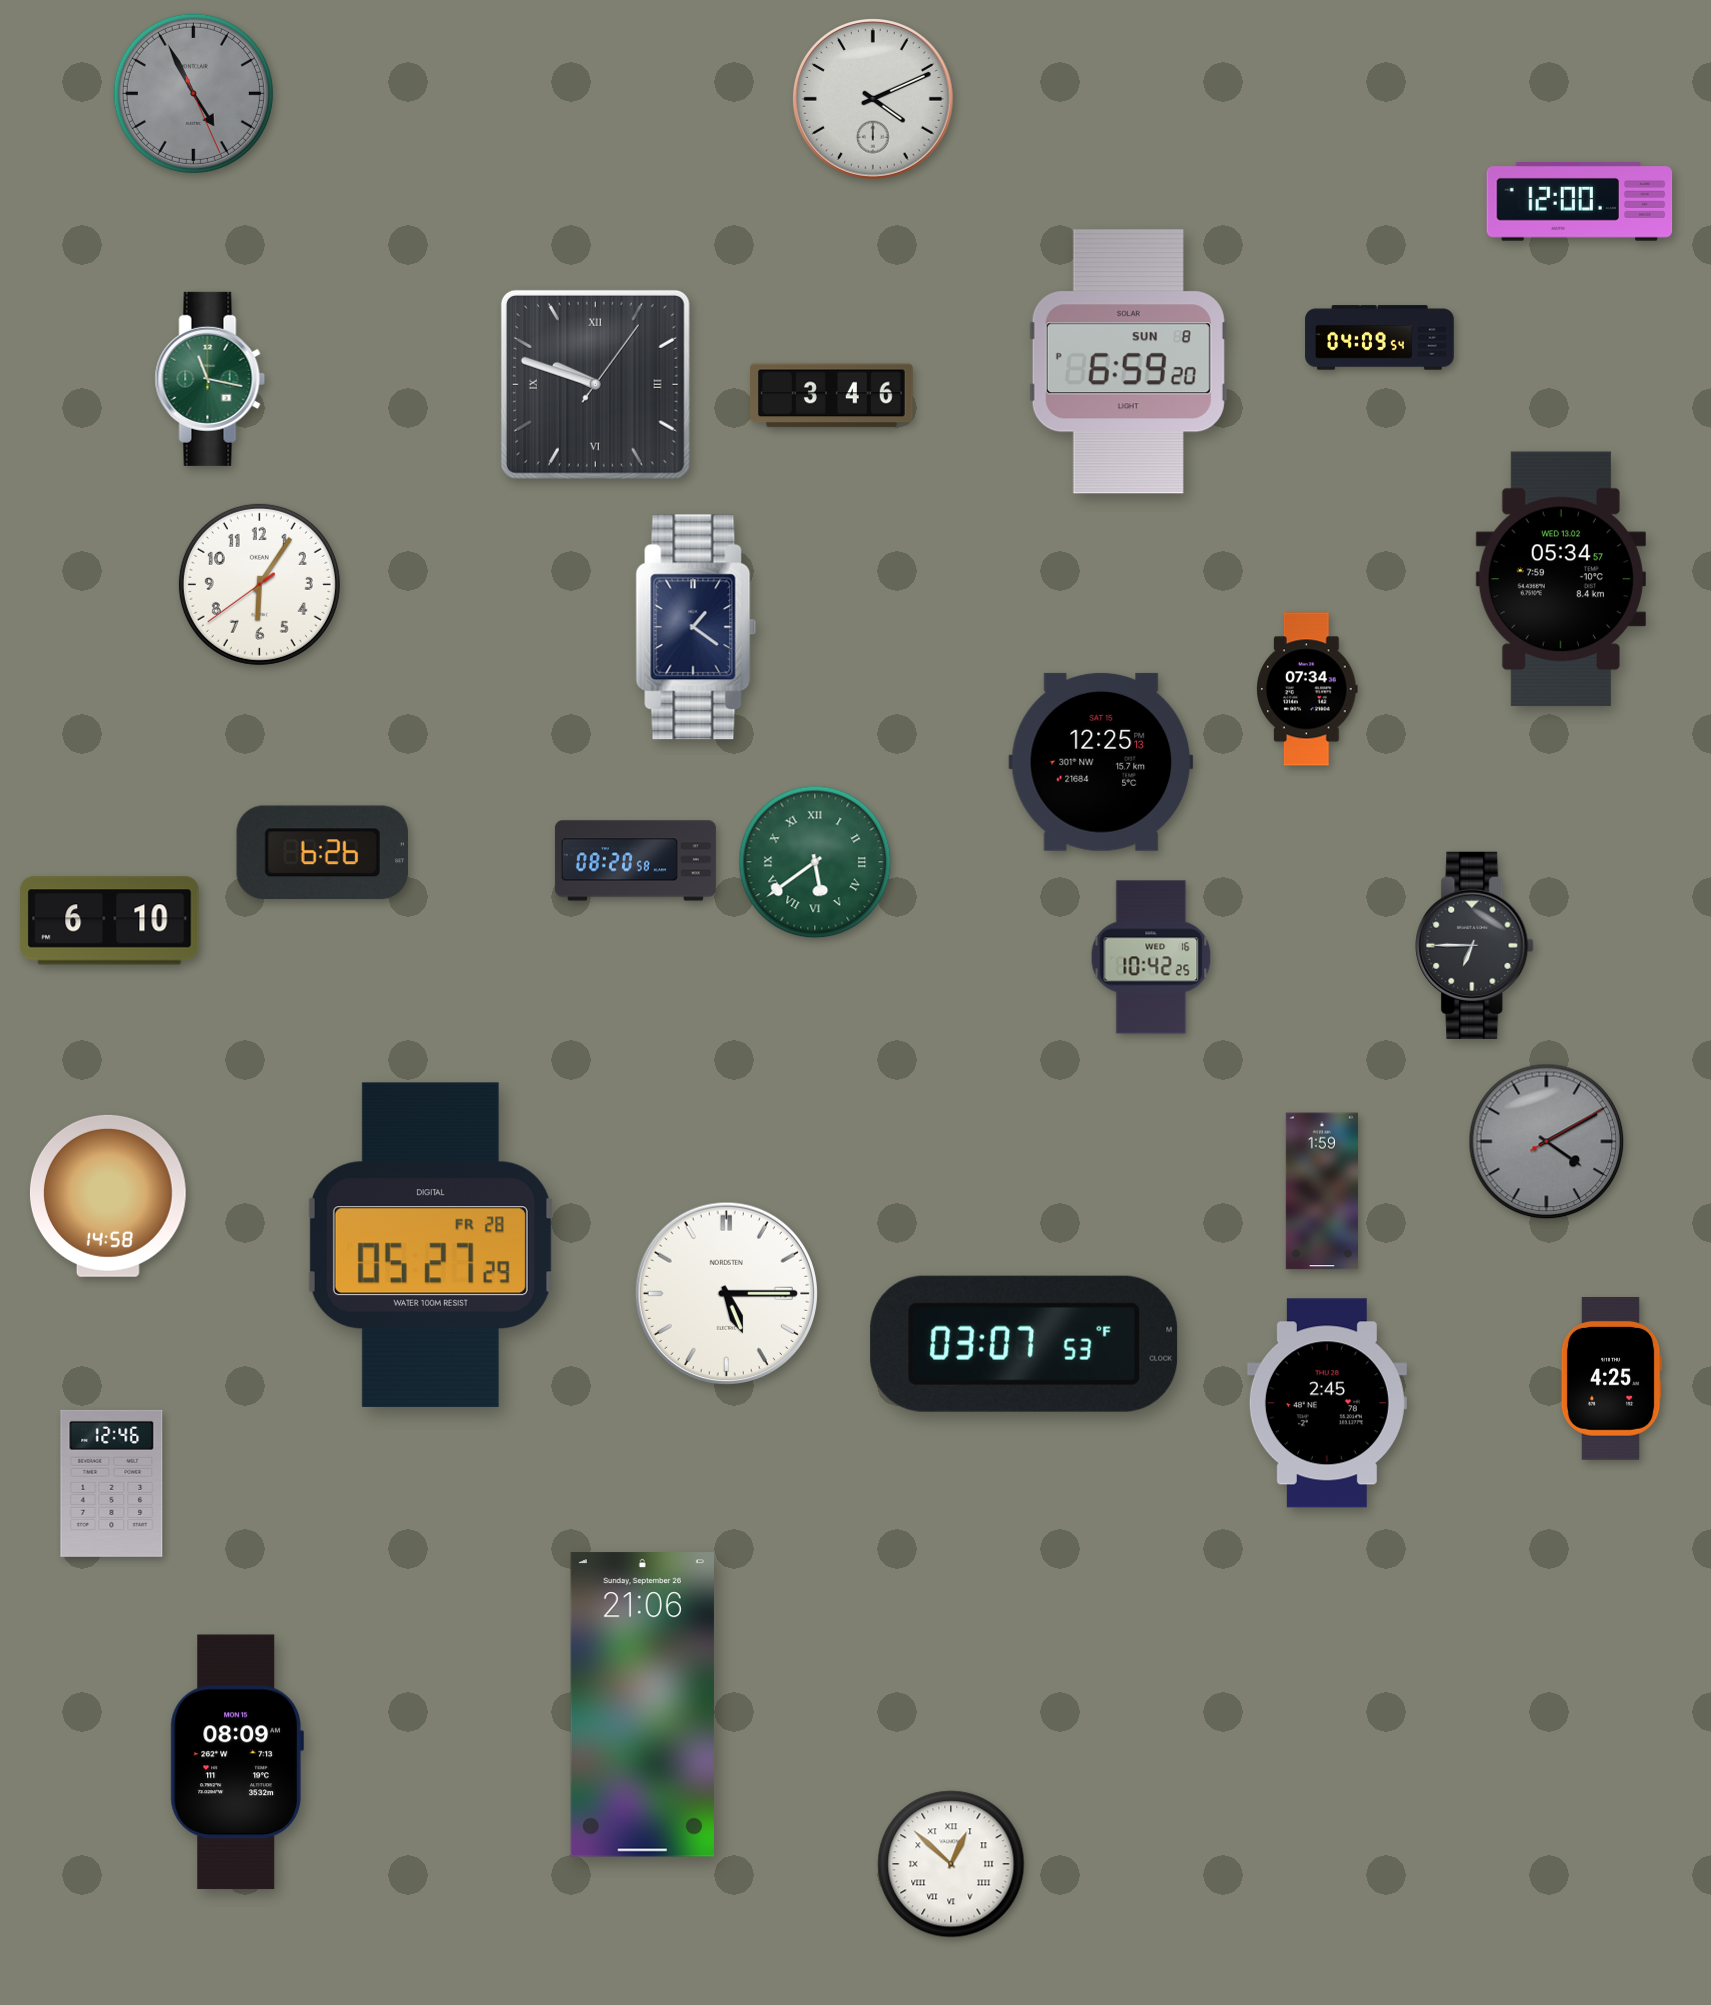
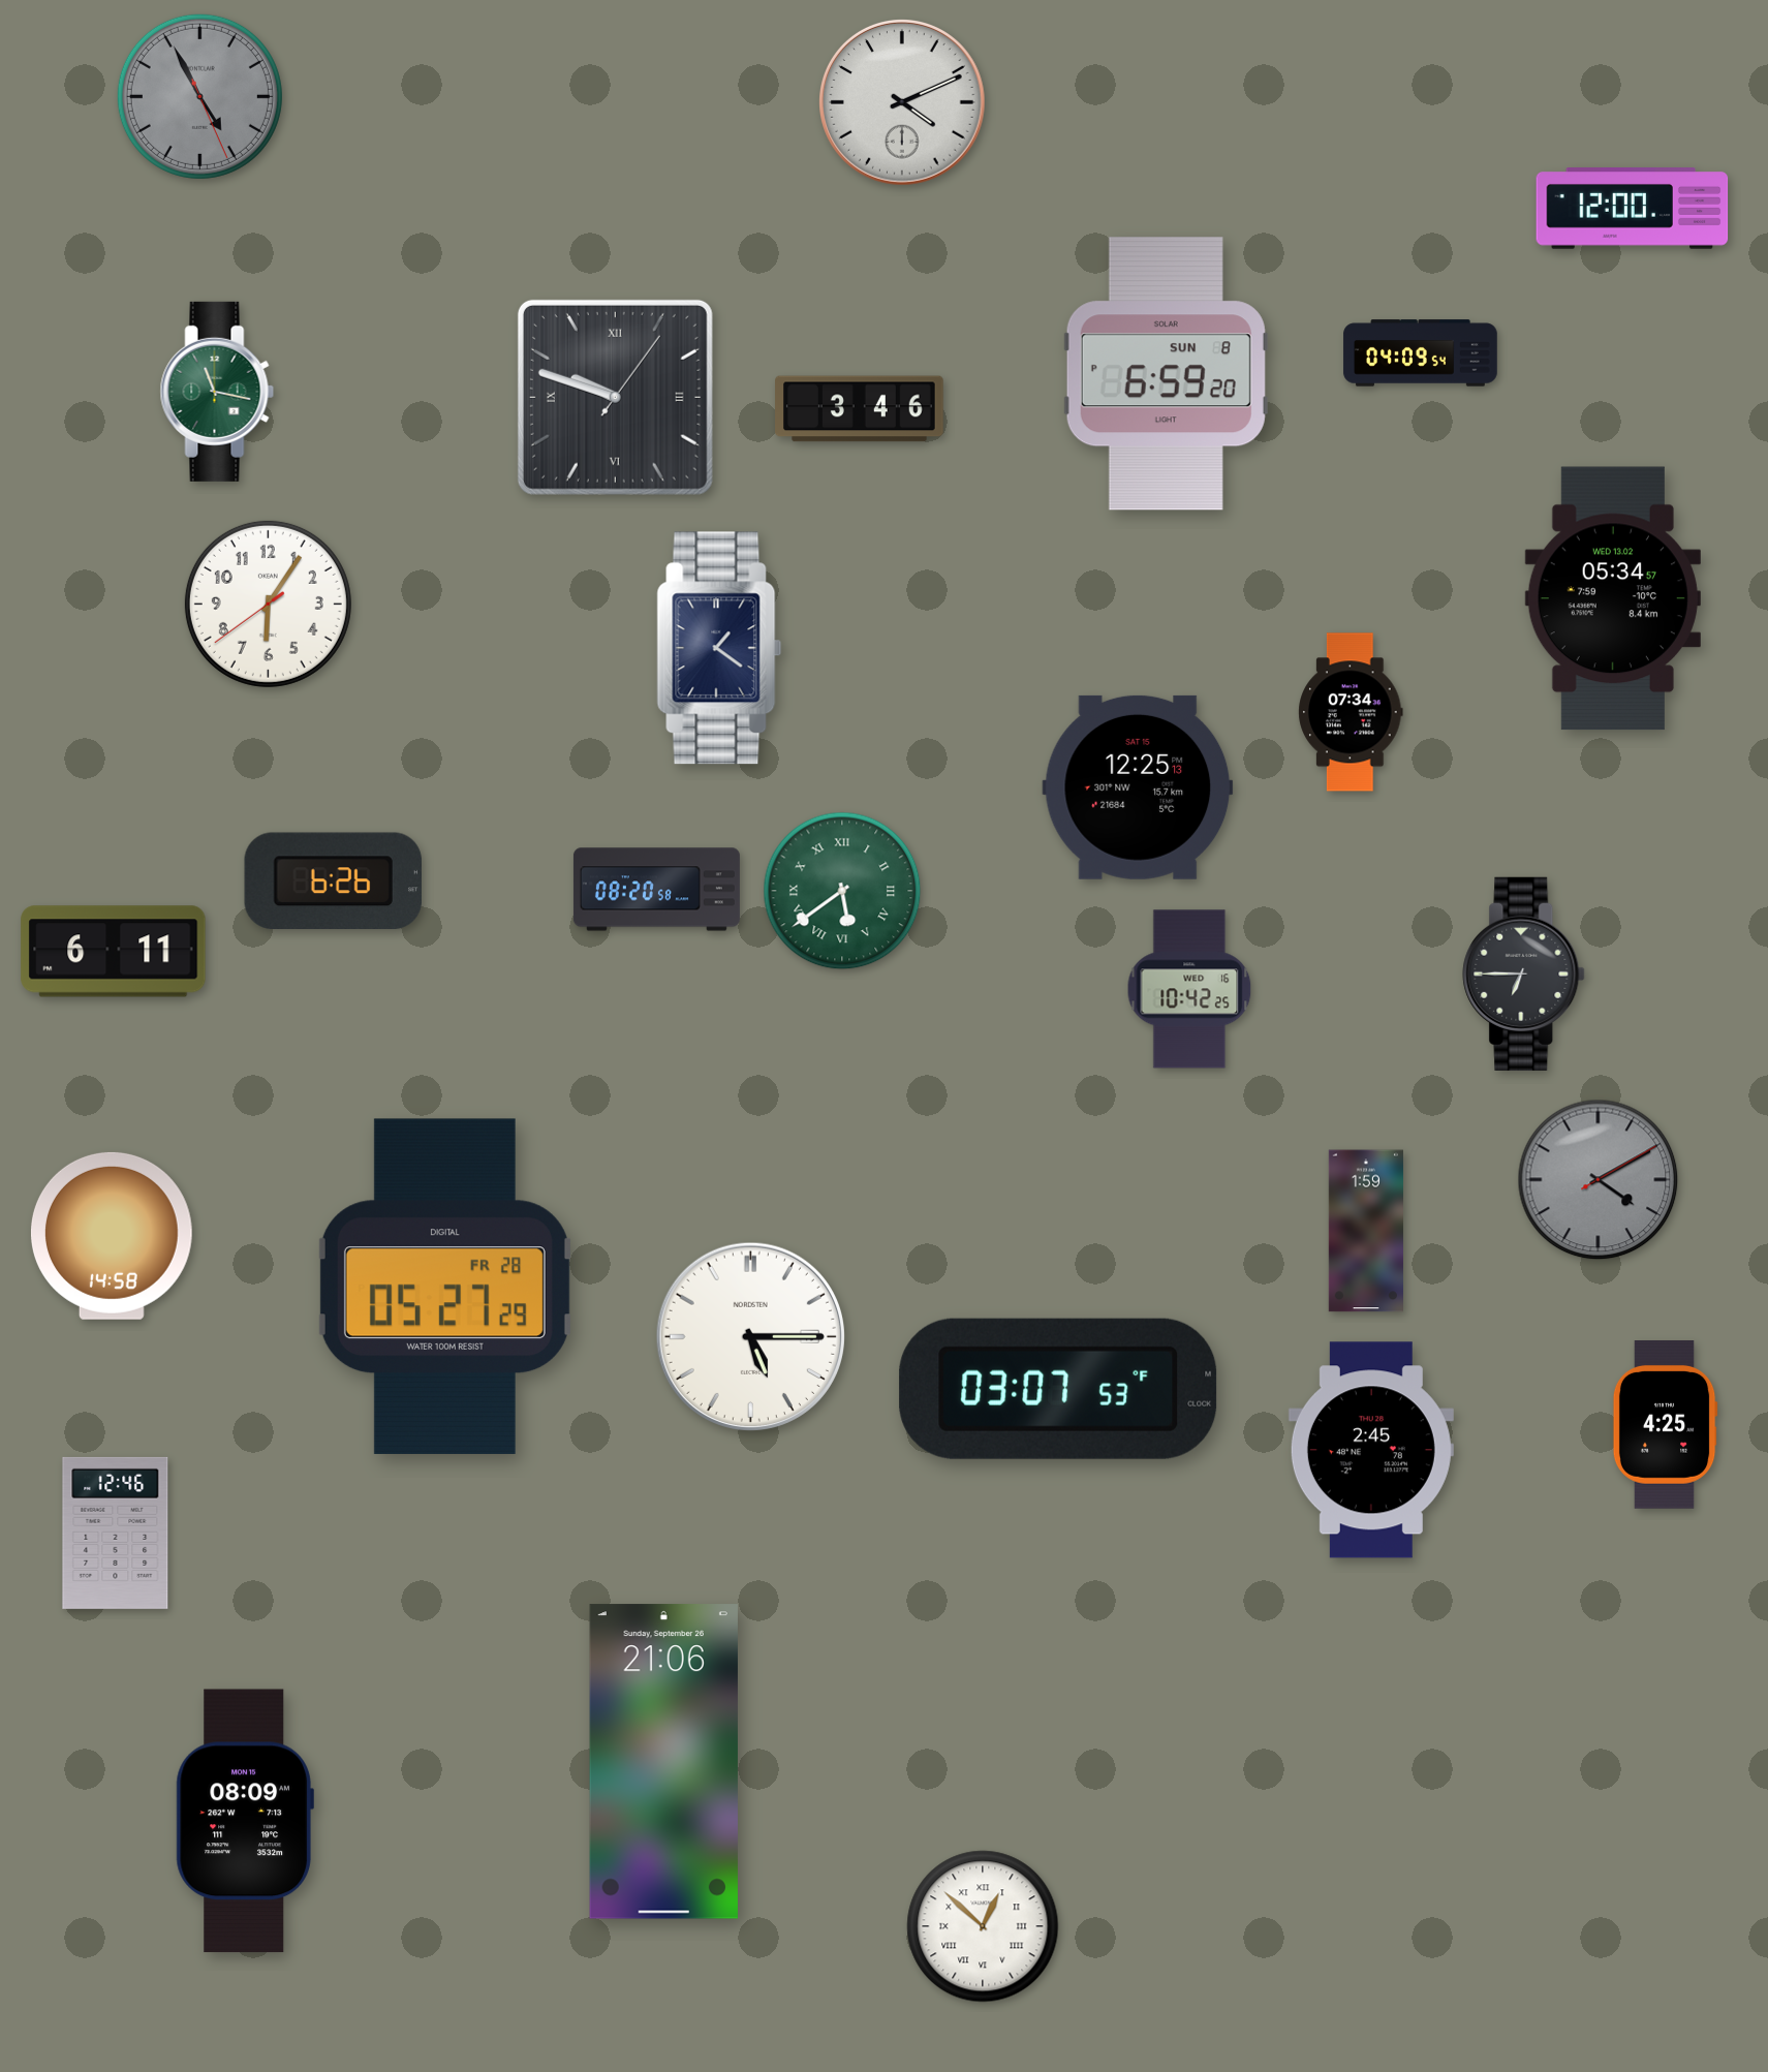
clock at (1380, 338) position: (1380, 338) -> (1421, 353)
clock at (110, 921): 6:10 -> 6:11
clock at (1475, 945) position: (1475, 945) -> (1524, 973)
